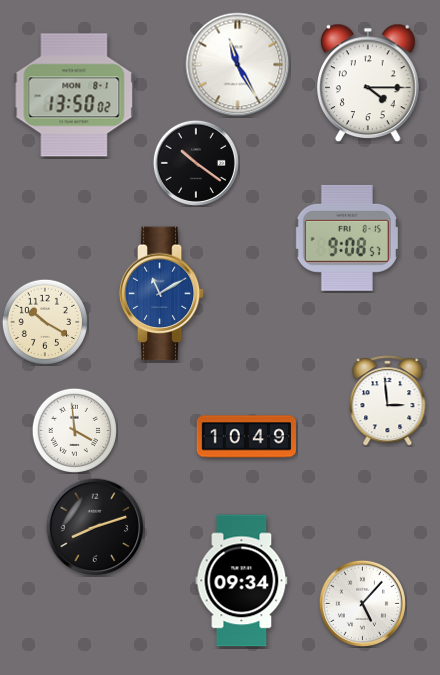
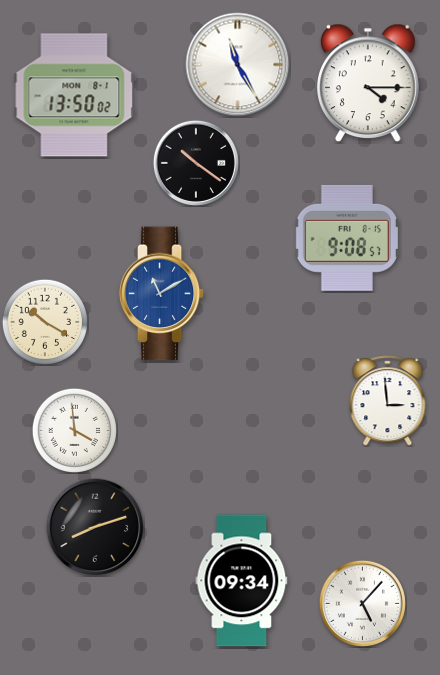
clock at (246, 437): 10:49 -> none
